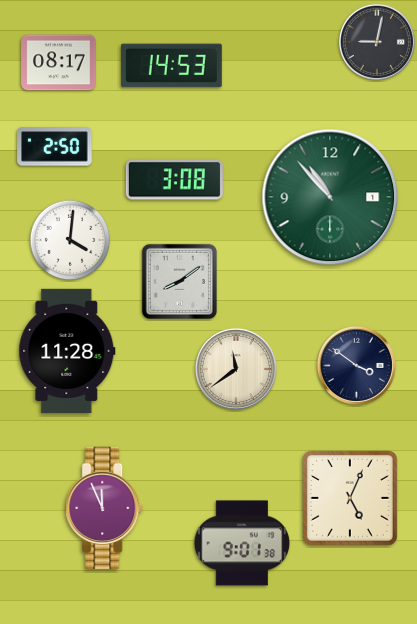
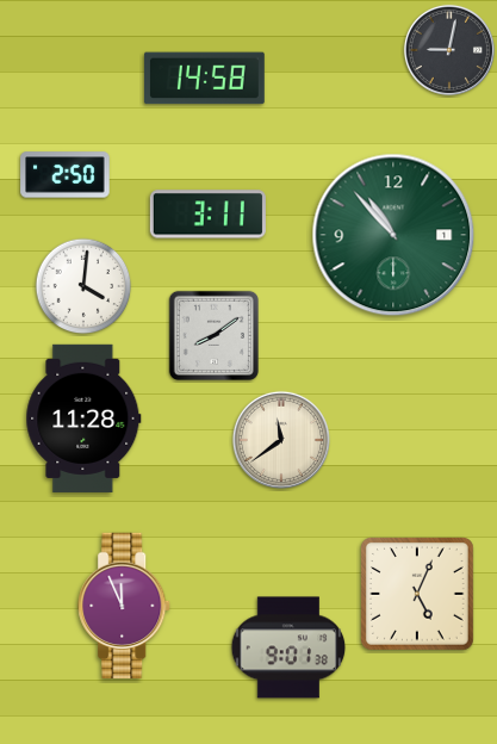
clock at (59, 63): 08:17 -> none
clock at (171, 66): 14:53 -> 14:58
clock at (174, 180): 3:08 -> 3:11
clock at (67, 351) position: (67, 351) -> (83, 418)
clock at (356, 365): 3:51 -> none
